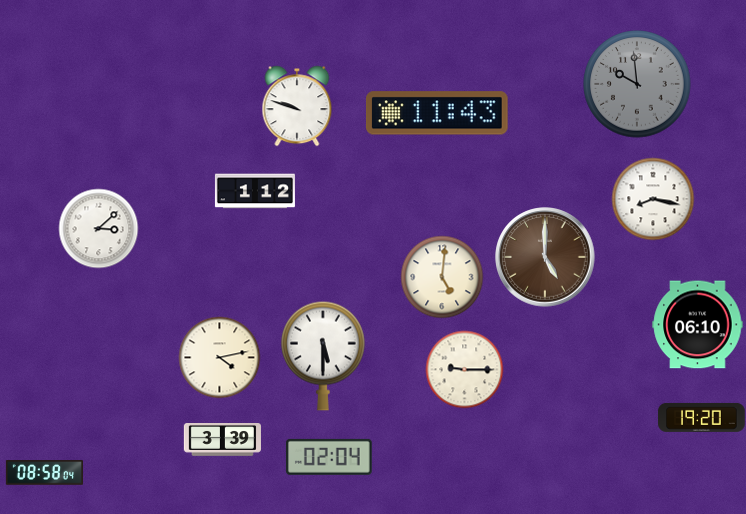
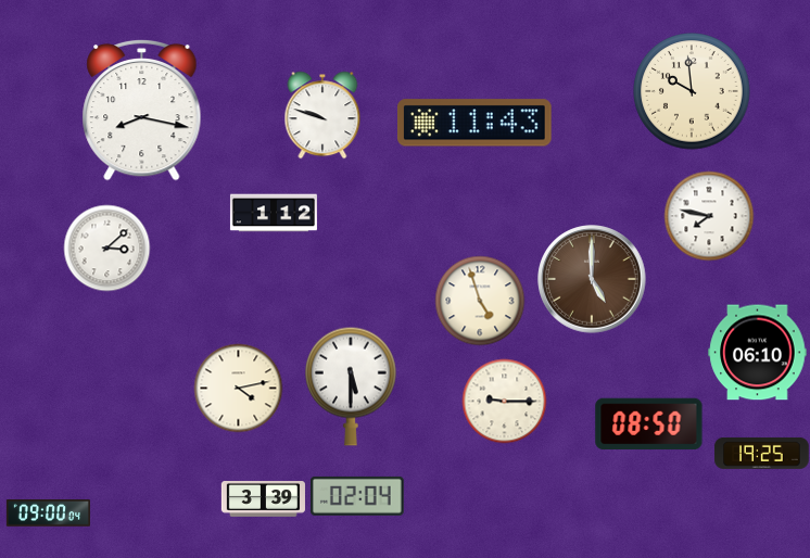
clock at (637, 84) dial: grey -> cream
clock at (142, 110): none -> 8:17
clock at (255, 191) position: (255, 191) -> (274, 213)
clock at (653, 199): 8:17 -> 7:47
clock at (442, 277): 5:01 -> 4:57
clock at (649, 424): none -> 08:50
clock at (702, 417): 19:20 -> 19:25
clock at (222, 440) position: (222, 440) -> (263, 499)
clock at (44, 473): 08:58 -> 09:00
